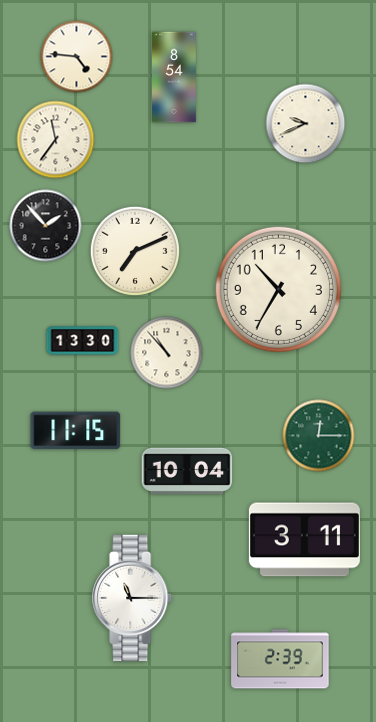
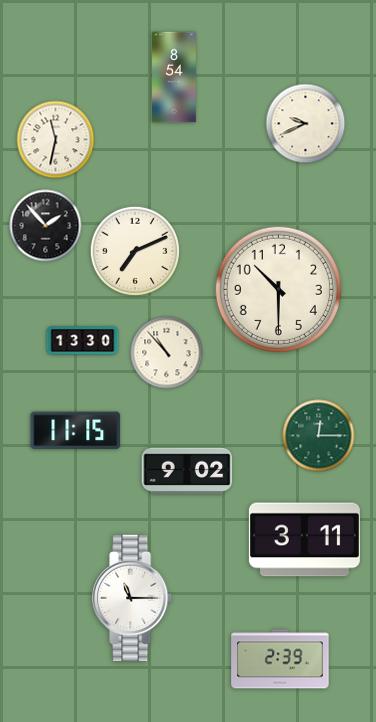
clock at (77, 57): 4:46 -> none
clock at (56, 140): 11:36 -> 11:32
clock at (278, 289): 10:35 -> 10:30
clock at (187, 471): 10:04 -> 9:02
